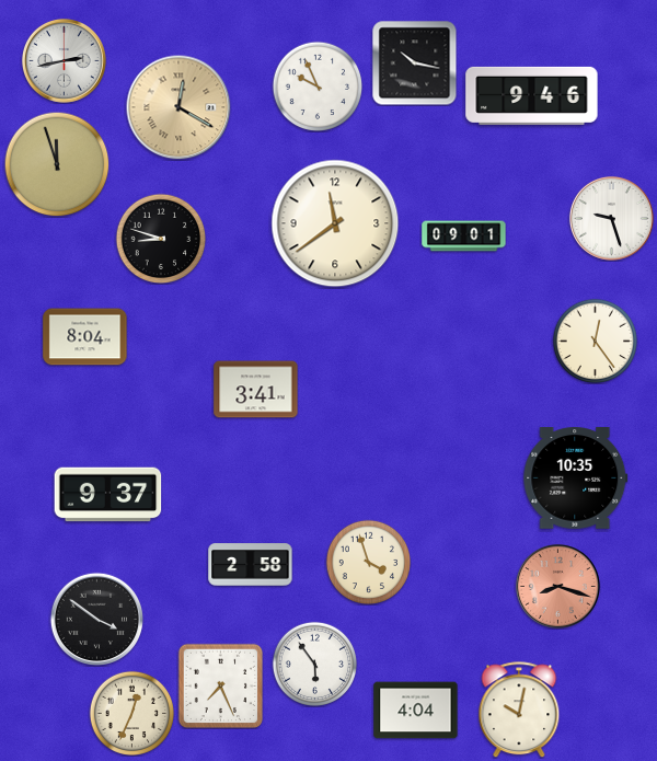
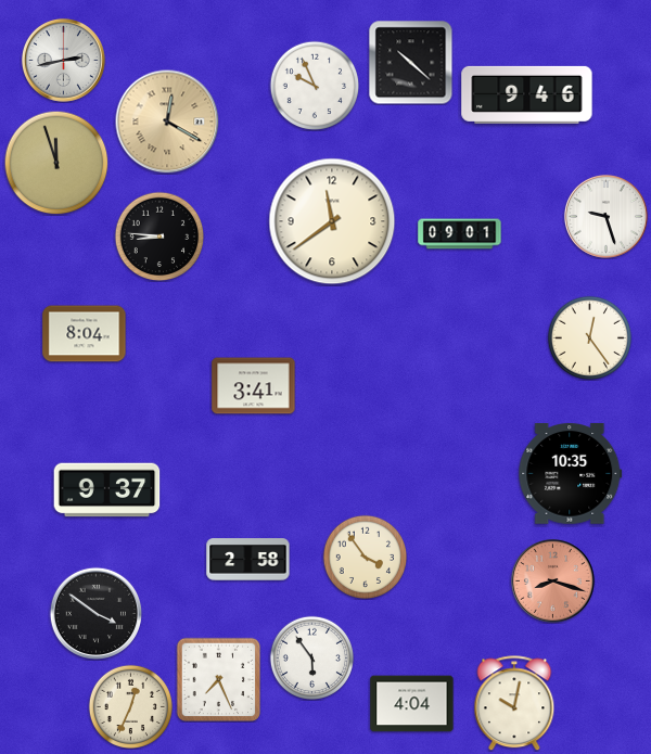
clock at (414, 62): 10:17 -> 10:22
clock at (178, 107) position: (178, 107) -> (167, 122)
clock at (161, 239): 8:48 -> 8:46
clock at (368, 562): 3:57 -> 3:54
